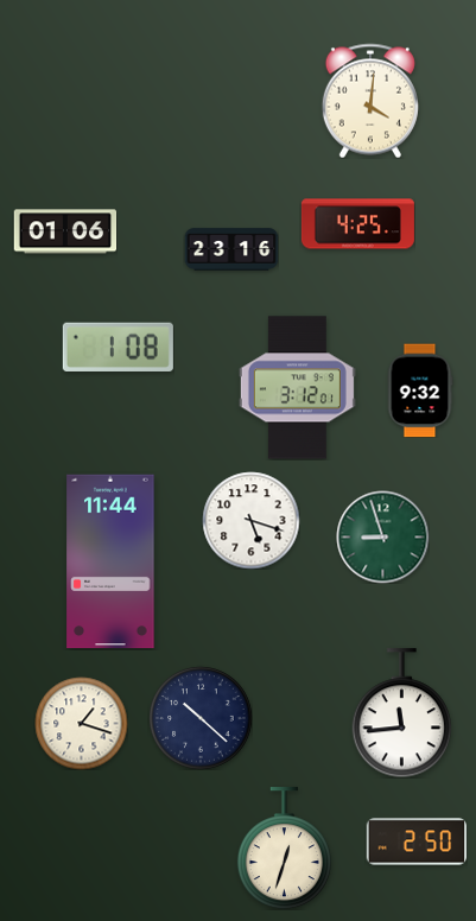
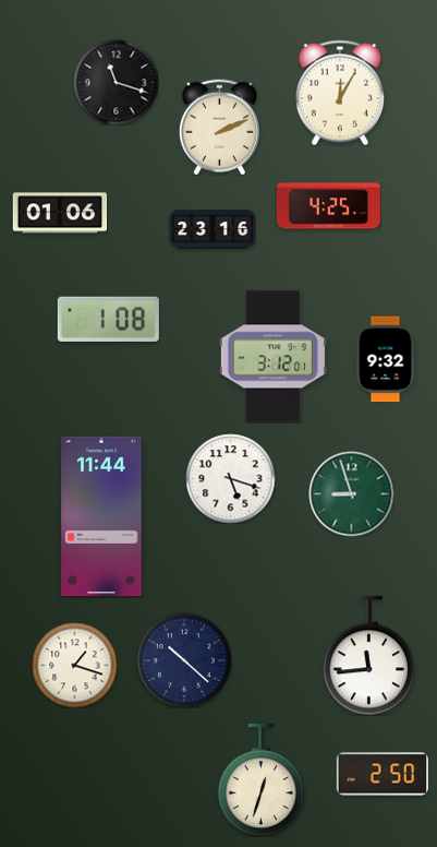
clock at (116, 82): none -> 11:18
clock at (370, 101): 4:01 -> 12:05
clock at (219, 127): none -> 2:11
